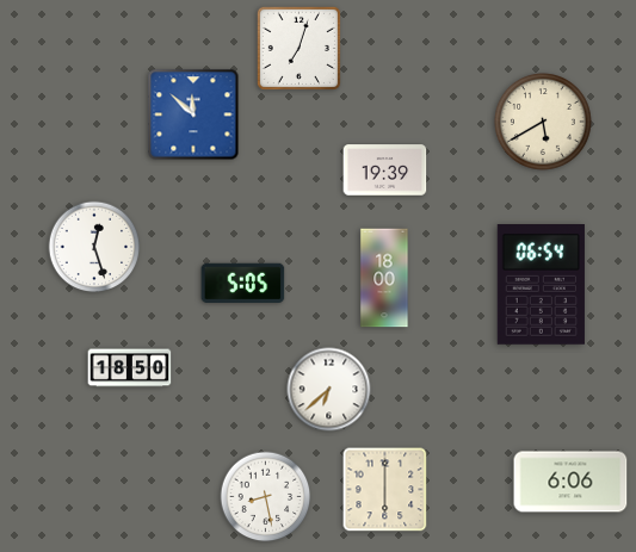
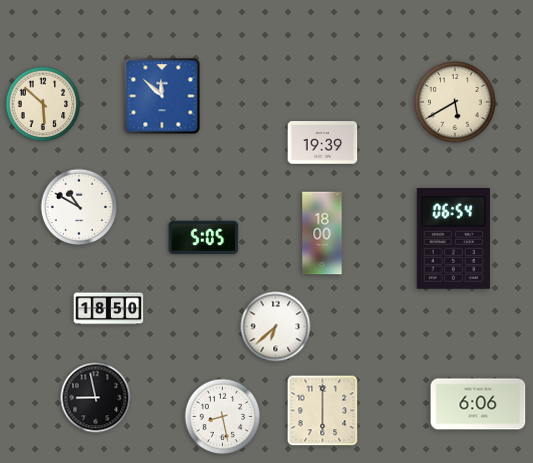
clock at (298, 48): 7:03 -> none
clock at (43, 104): none -> 5:52
clock at (94, 247): 12:27 -> 10:50
clock at (96, 398): none -> 8:58
